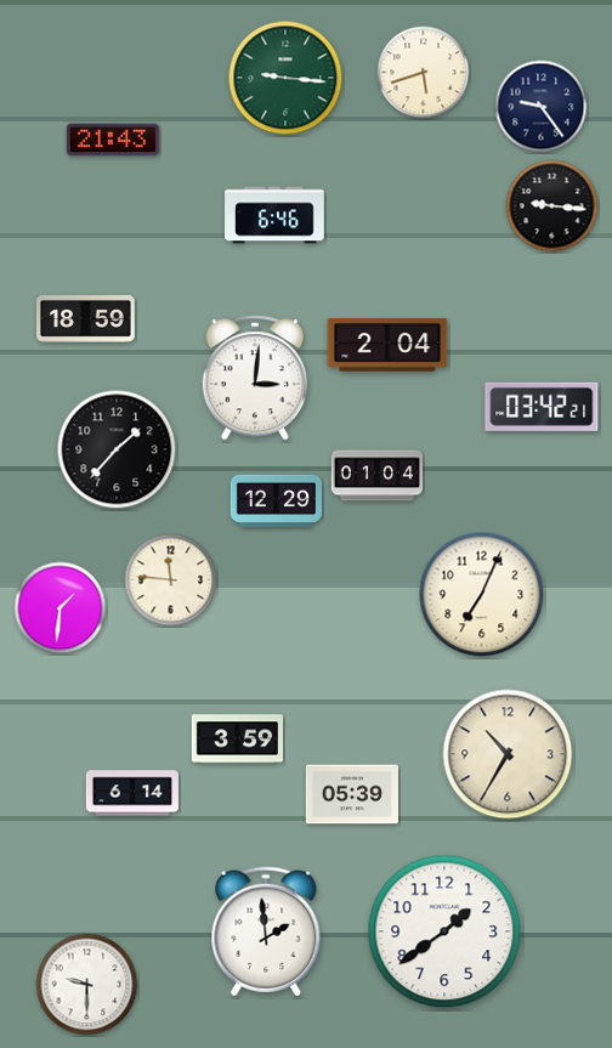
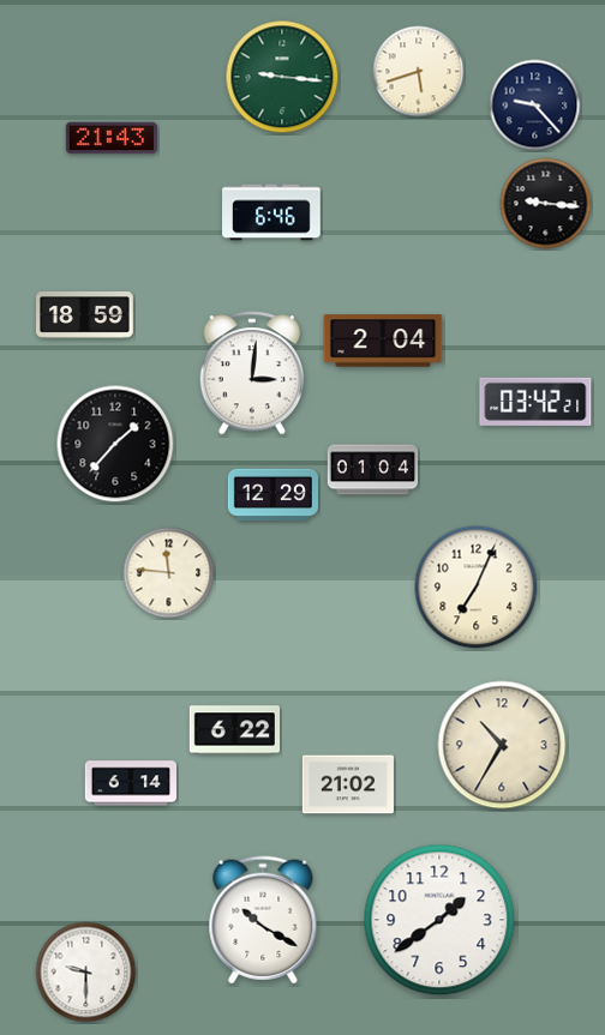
clock at (542, 107): 9:24 -> 9:23
clock at (61, 608): 1:31 -> none
clock at (237, 740): 3:59 -> 6:22
clock at (352, 794): 05:39 -> 21:02
clock at (266, 931): 1:59 -> 10:20
